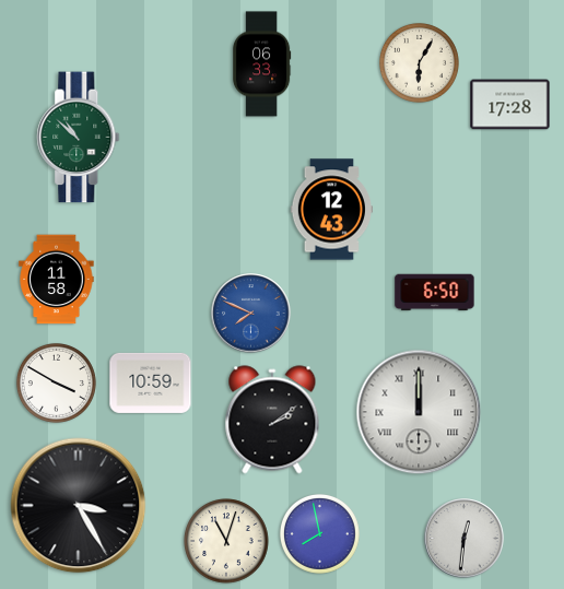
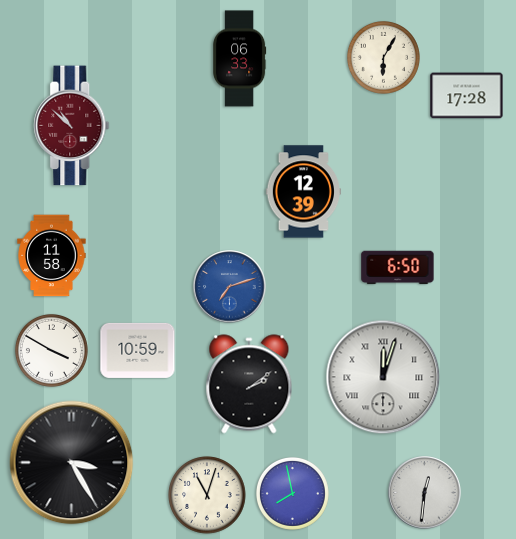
clock at (79, 138) dial: green -> burgundy
clock at (331, 210): 12:43 -> 12:39
clock at (251, 314): 7:49 -> 7:12
clock at (419, 412): 12:00 -> 12:03
clock at (319, 533) position: (319, 533) -> (292, 493)
